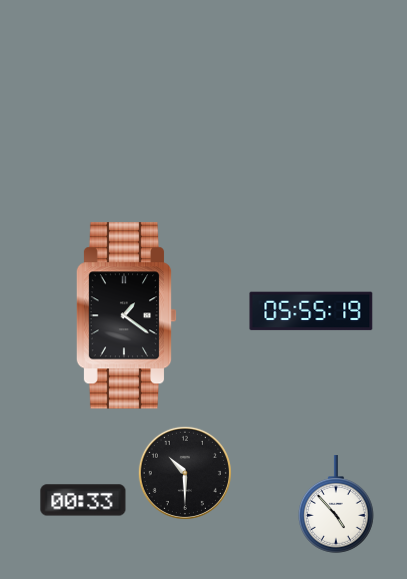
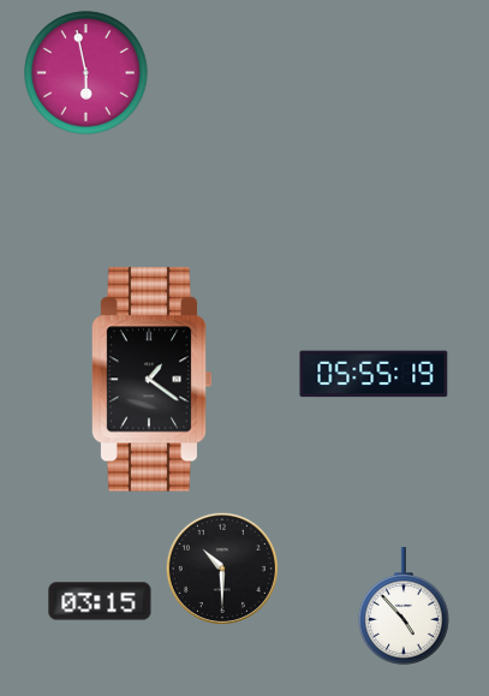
clock at (87, 73): none -> 5:58
clock at (83, 500): 00:33 -> 03:15
